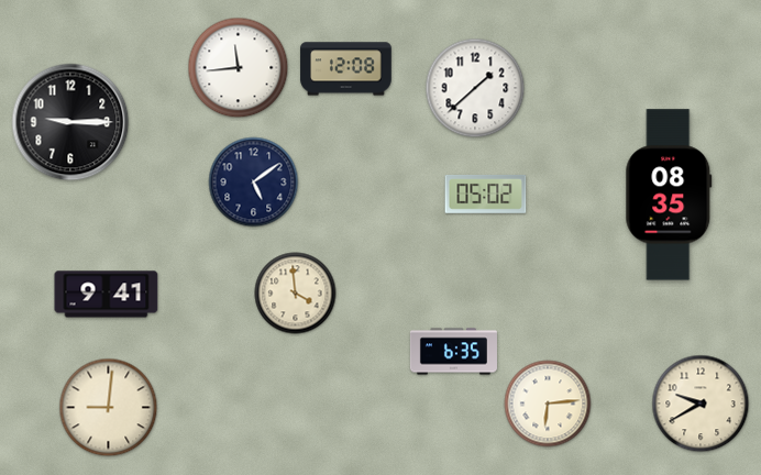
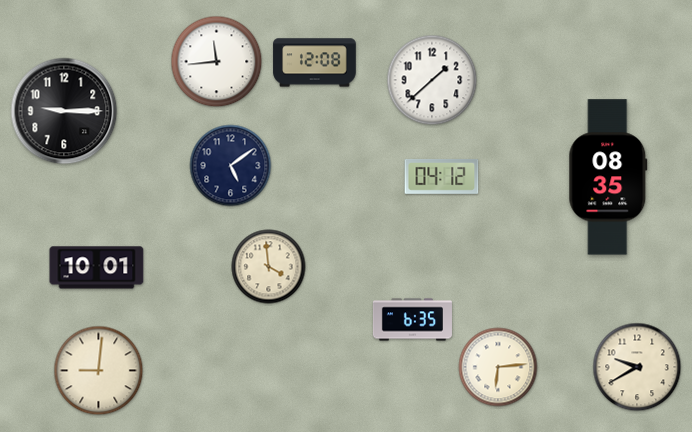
clock at (486, 194): 05:02 -> 04:12
clock at (107, 295): 9:41 -> 10:01
